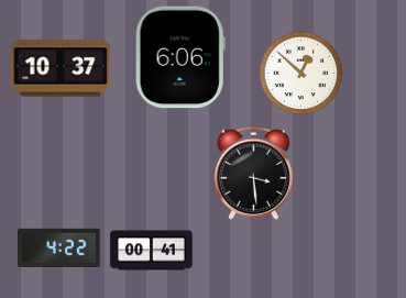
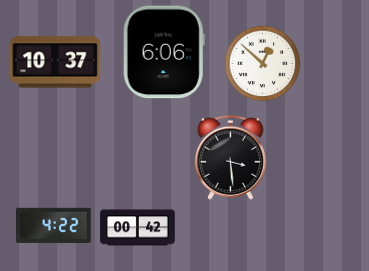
clock at (301, 74) position: (301, 74) -> (263, 64)
clock at (152, 251): 00:41 -> 00:42
